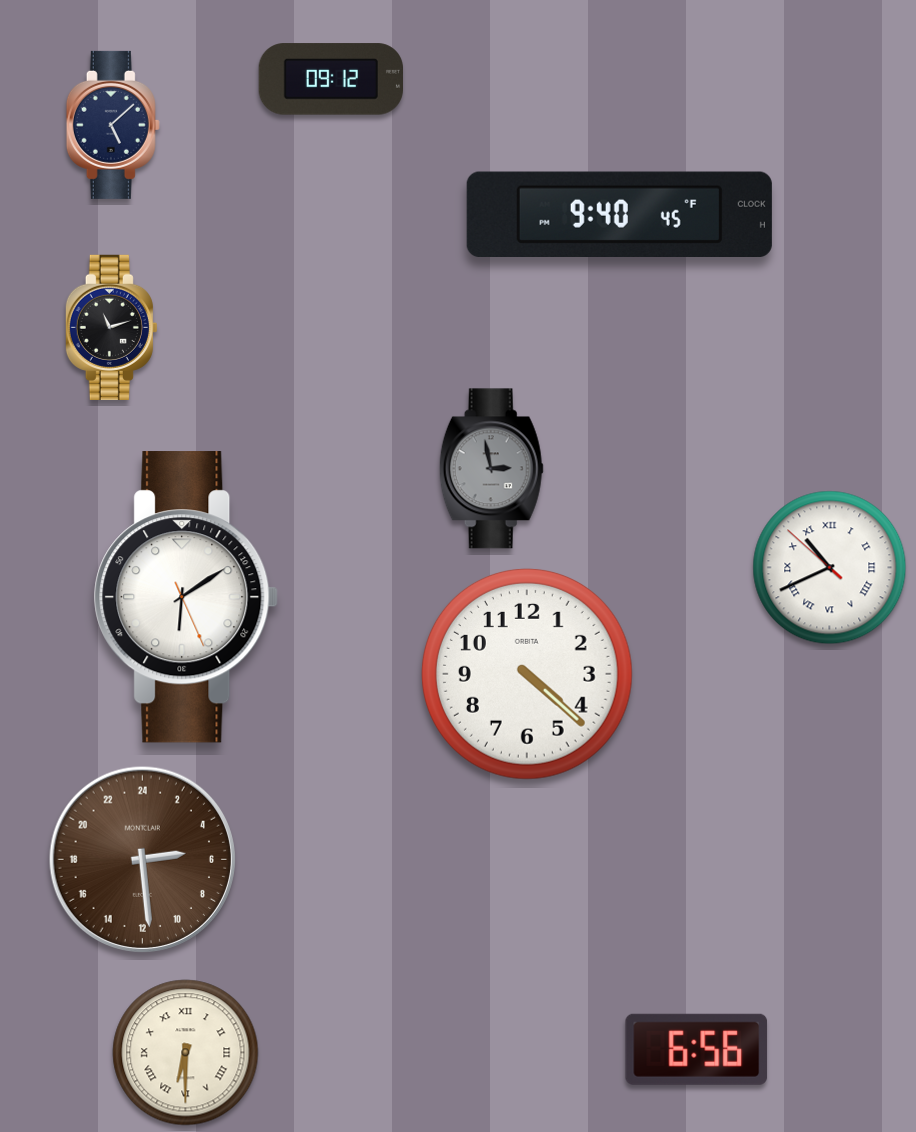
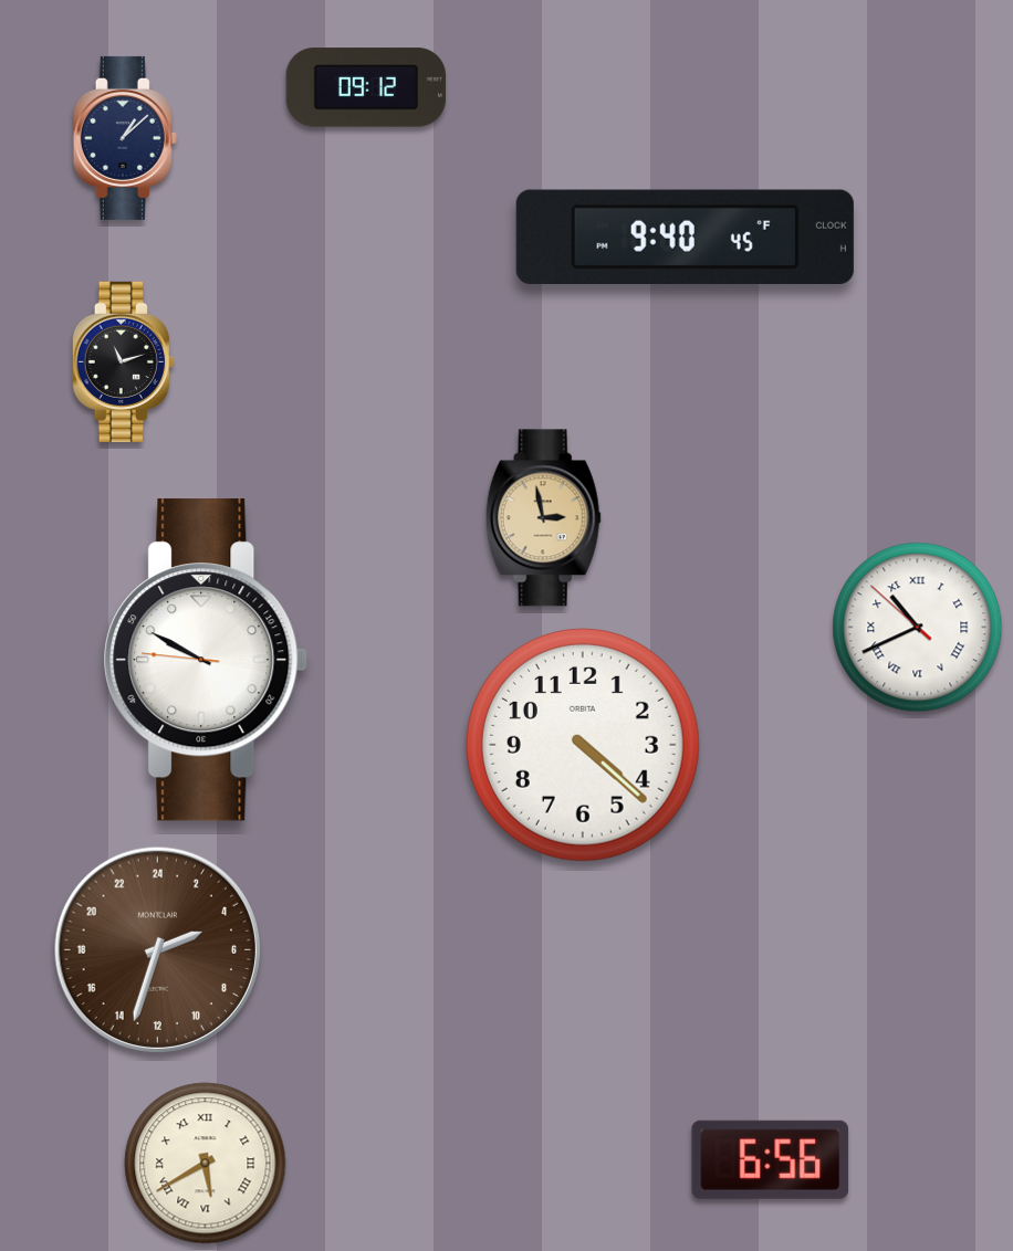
clock at (113, 125): 5:08 -> 1:08
clock at (491, 469) dial: grey -> champagne
clock at (186, 597): 6:09 -> 9:49
clock at (142, 859): 5:29 -> 4:33
clock at (186, 1053): 6:30 -> 5:40
